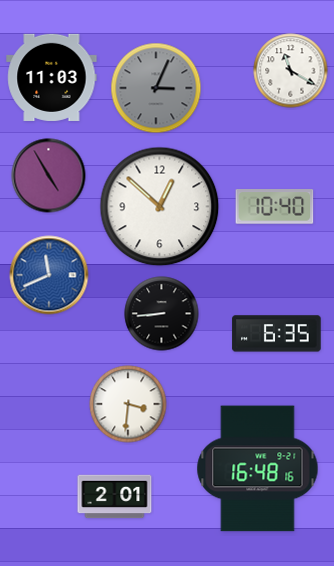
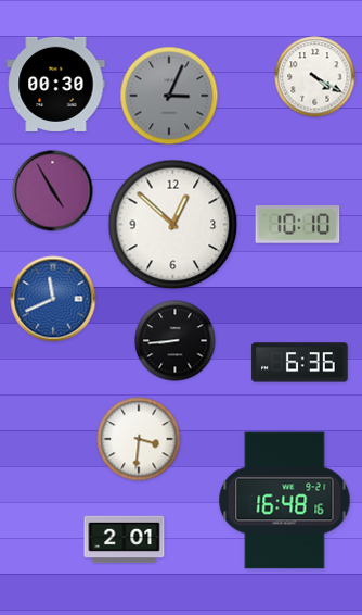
clock at (291, 71): 11:20 -> 4:20
clock at (52, 77): 11:03 -> 00:30
clock at (275, 207): 10:40 -> 10:10
clock at (277, 334): 6:35 -> 6:36
clock at (258, 469) position: (258, 469) -> (285, 501)
